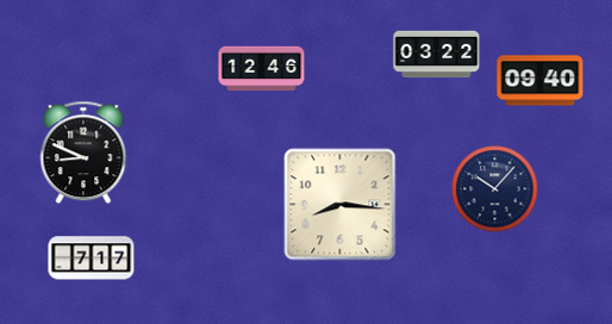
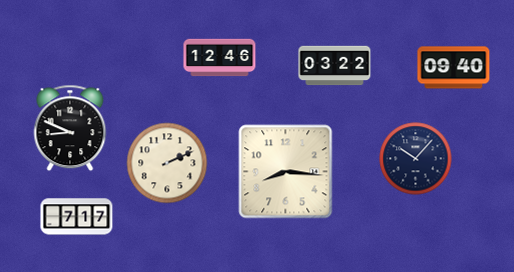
clock at (437, 55) position: (437, 55) -> (335, 66)
clock at (167, 163): none -> 2:11
